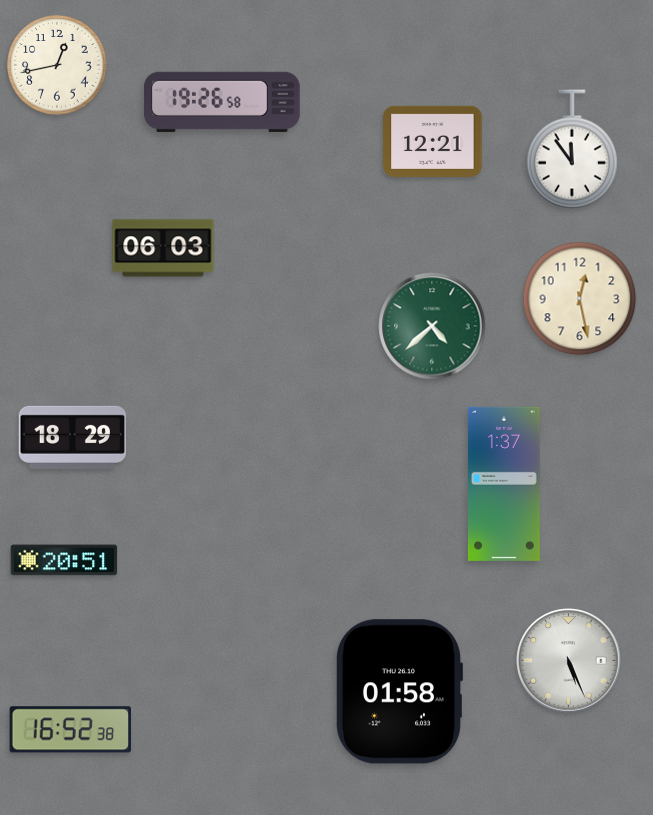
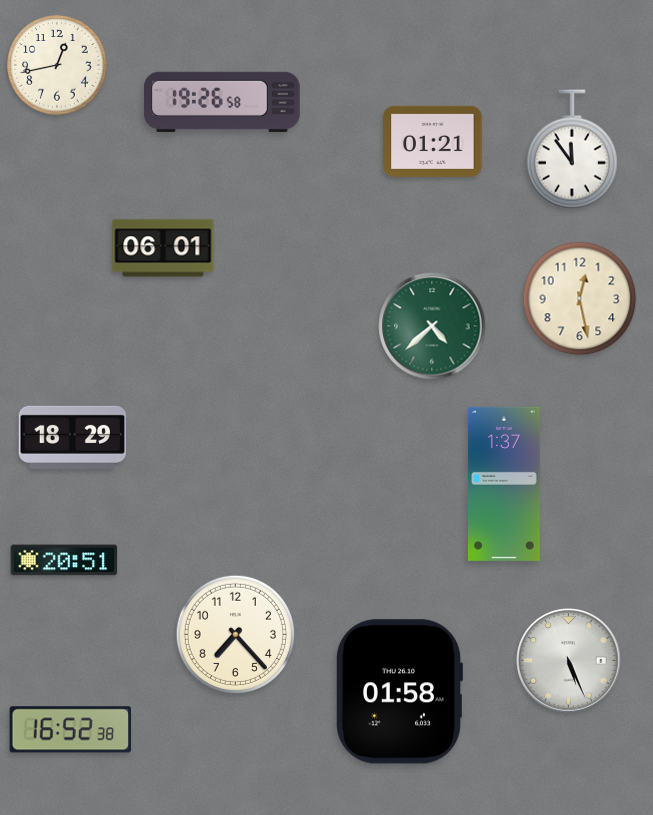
clock at (433, 141): 12:21 -> 01:21
clock at (163, 248): 06:03 -> 06:01
clock at (235, 634): none -> 7:23
